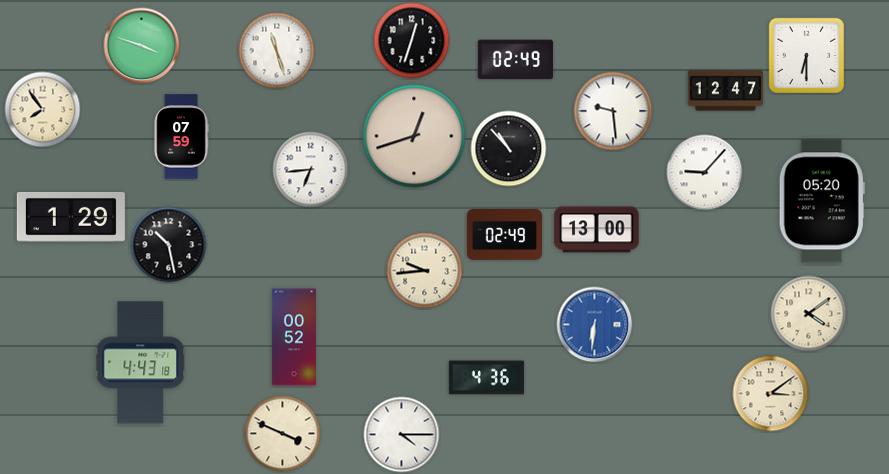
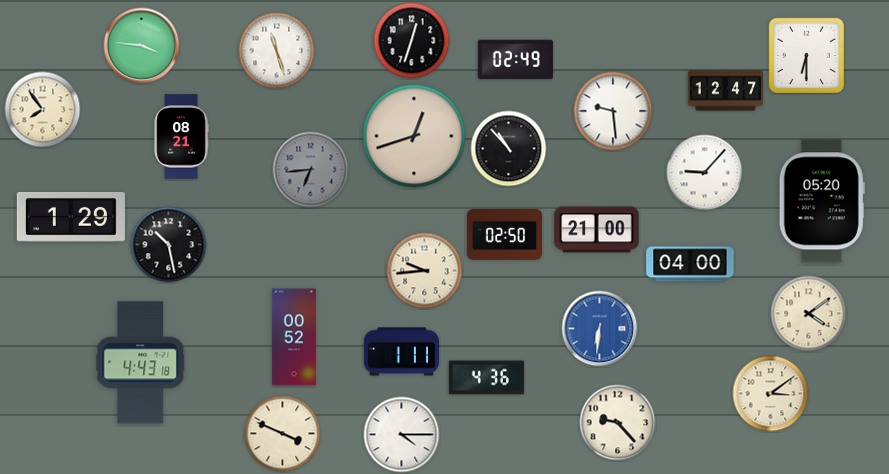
clock at (142, 46): 3:48 -> 3:46
clock at (181, 137): 07:59 -> 08:21
clock at (311, 170) dial: white -> grey
clock at (597, 230): 13:00 -> 21:00
clock at (504, 235): 02:49 -> 02:50
clock at (690, 264): none -> 04:00
clock at (595, 325) position: (595, 325) -> (600, 329)
clock at (401, 352): none -> 1:11
clock at (618, 423): none -> 9:23
